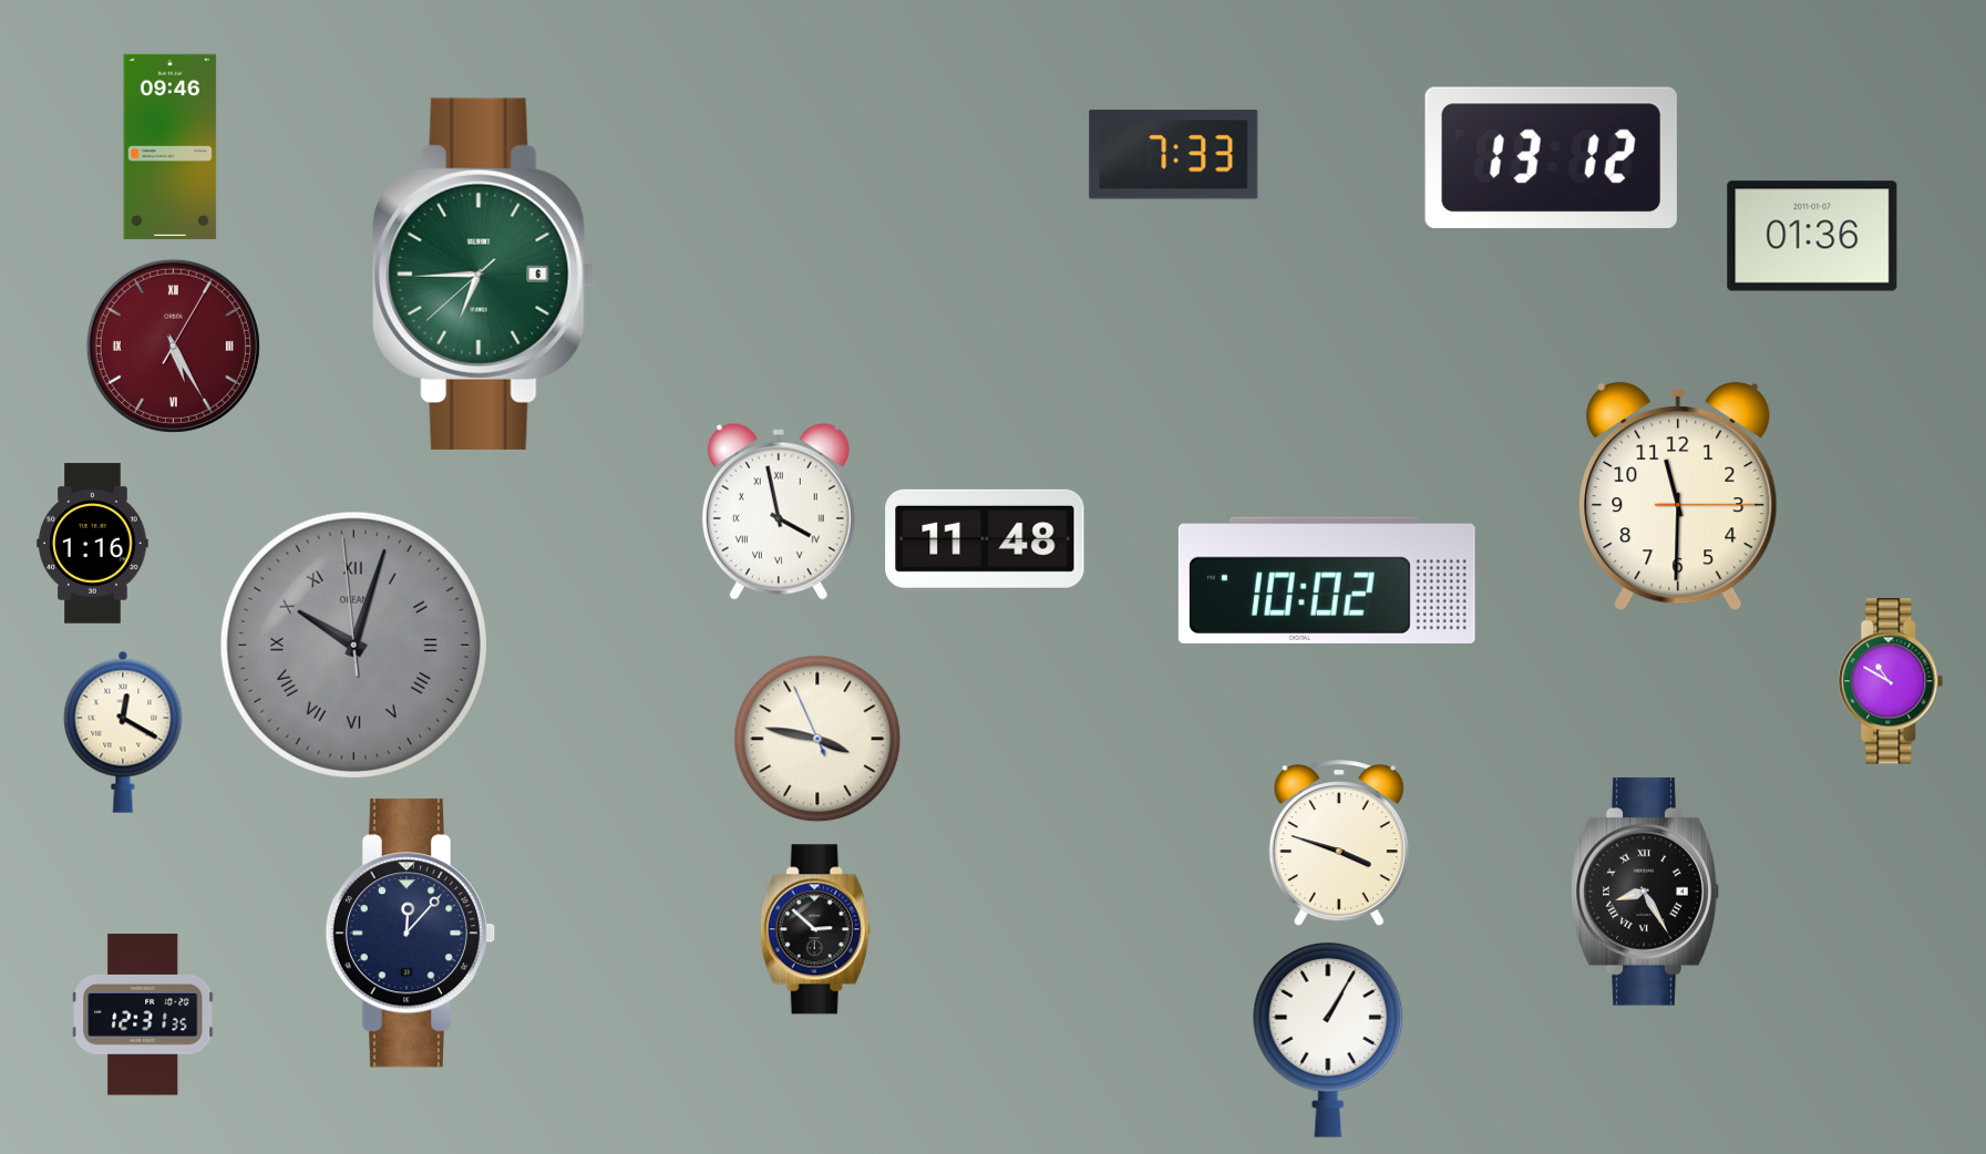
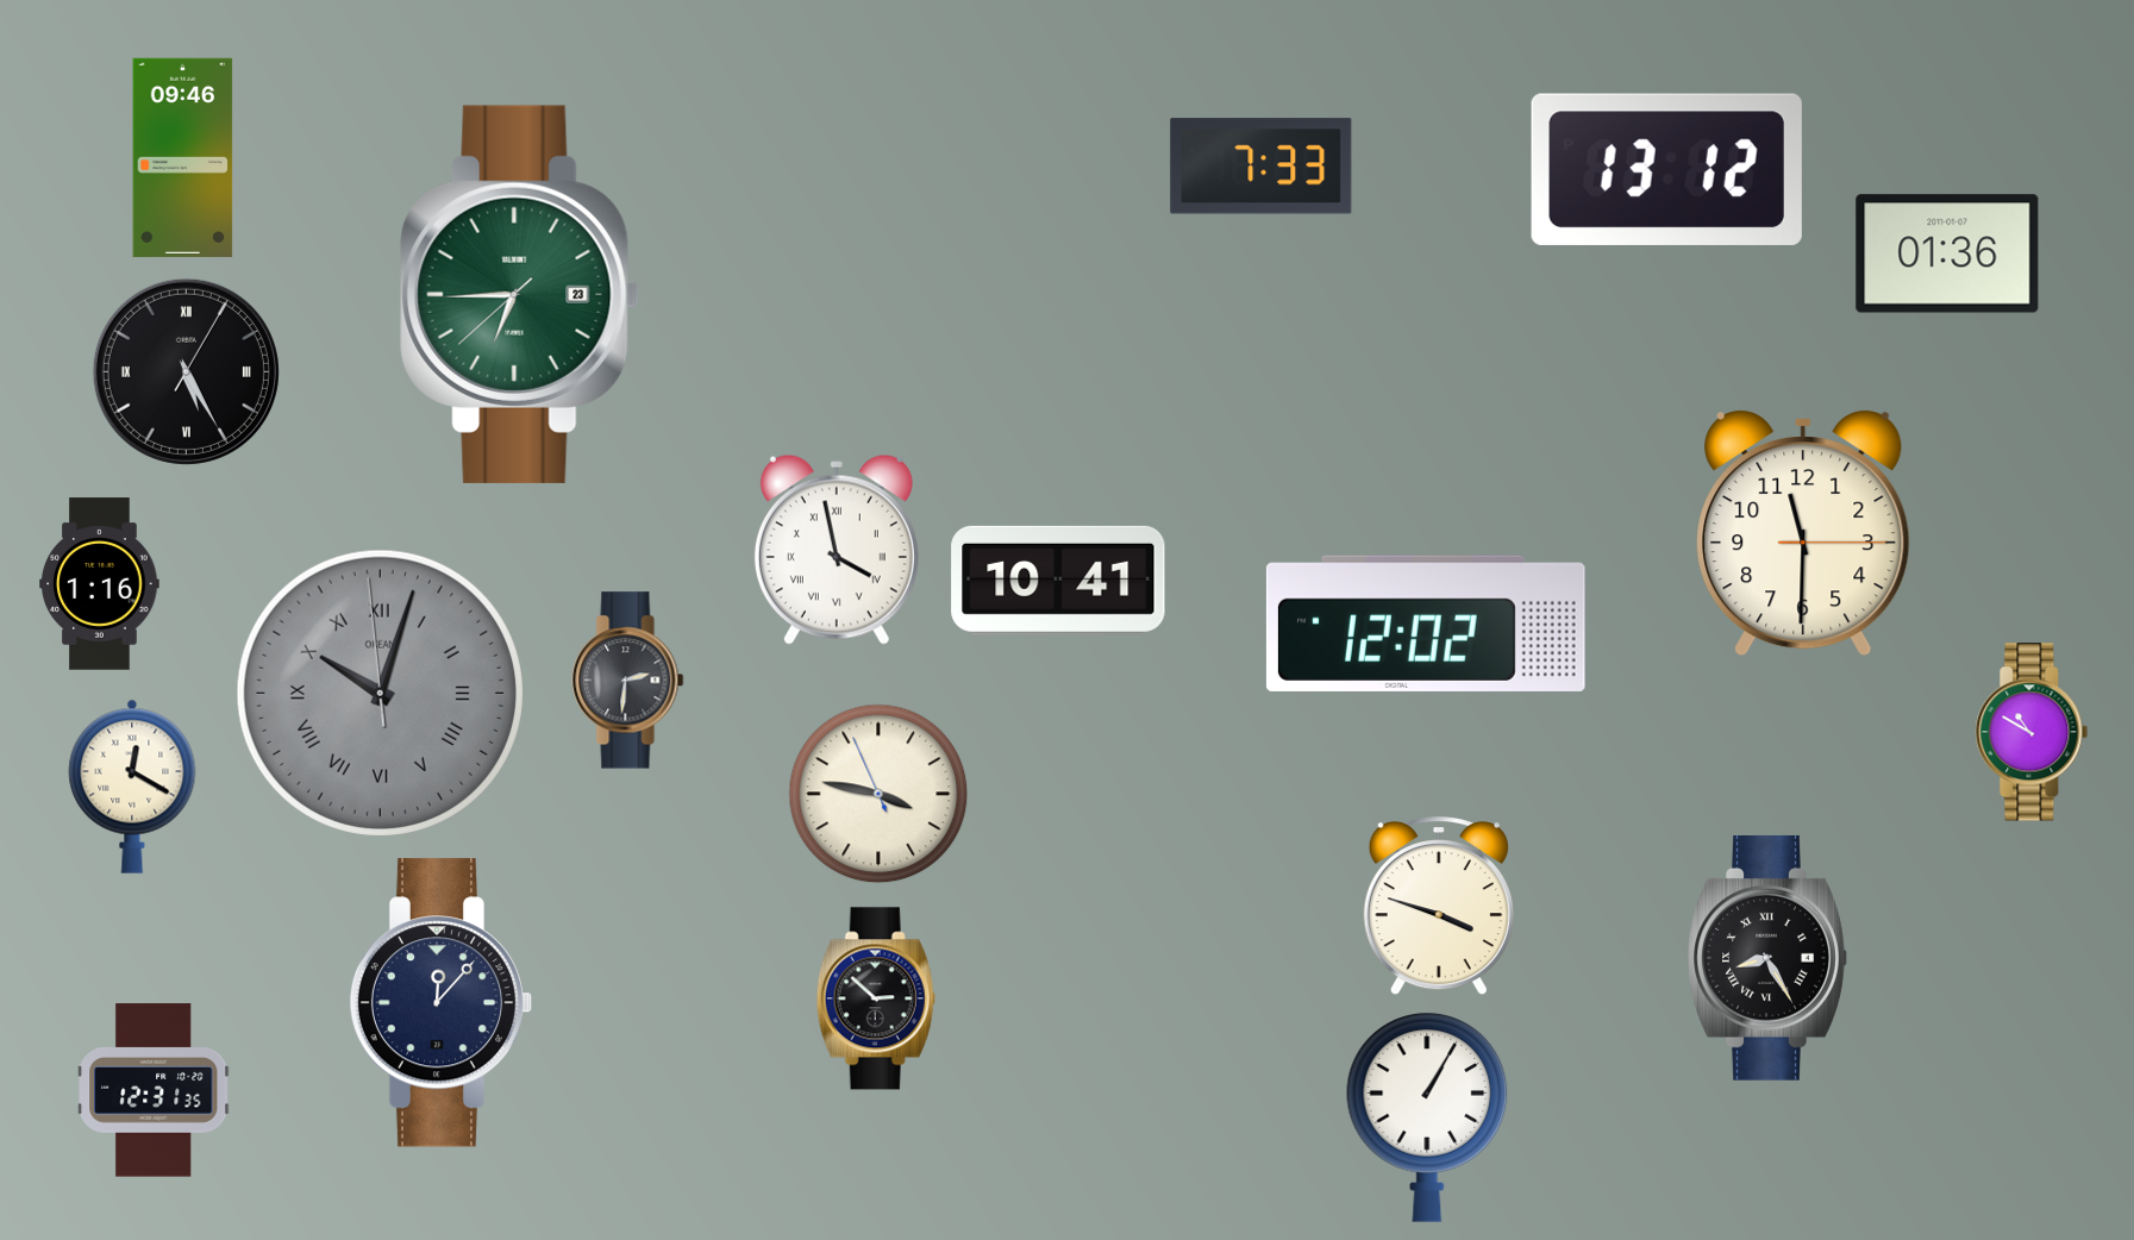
clock at (484, 274) date: 6 -> 23
clock at (173, 346) dial: burgundy -> black
clock at (985, 540): 11:48 -> 10:41
clock at (1327, 580): 10:02 -> 12:02
clock at (628, 681): none -> 2:31
